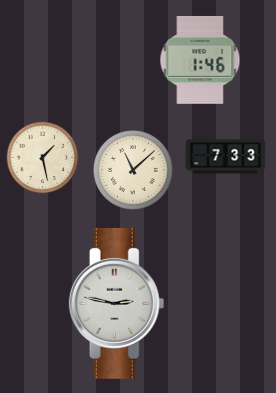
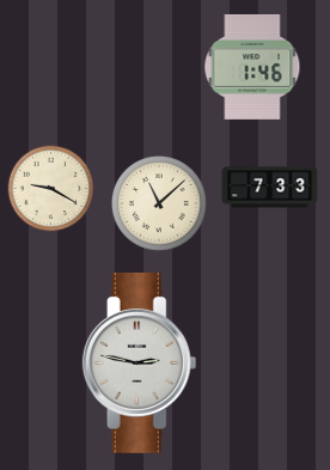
clock at (200, 60) position: (200, 60) -> (252, 67)
clock at (43, 158): 1:28 -> 9:20
